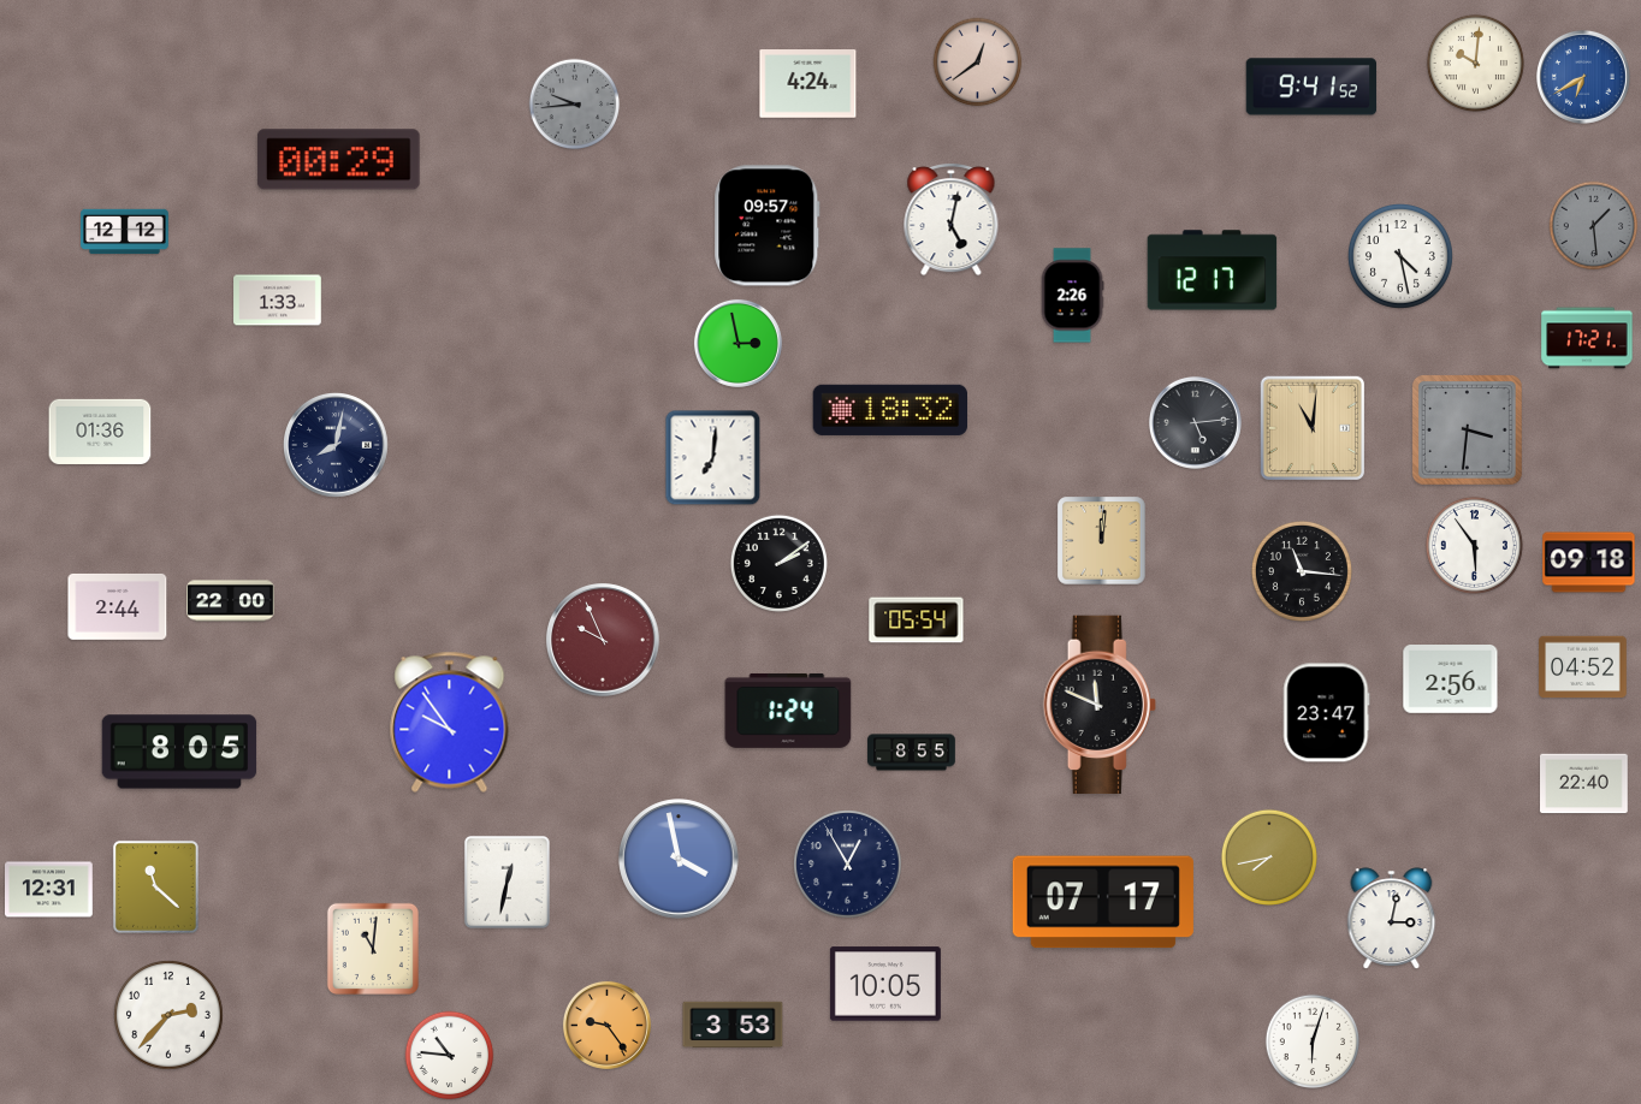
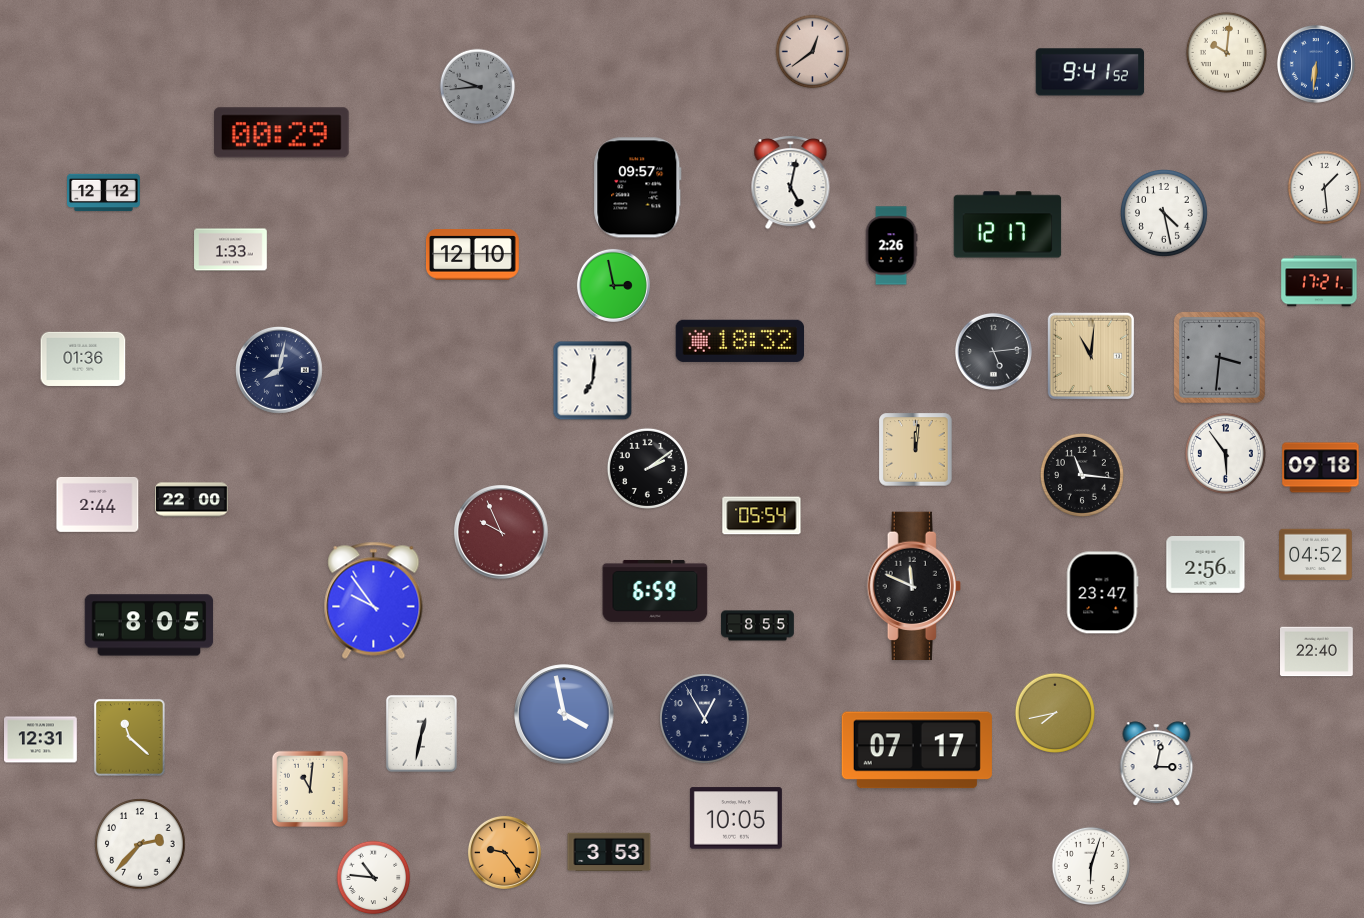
clock at (1583, 77): 6:40 -> 6:31
clock at (808, 84): 4:24 -> none
clock at (1594, 226) dial: grey -> white
clock at (473, 255): none -> 12:10
clock at (788, 711): 1:24 -> 6:59
